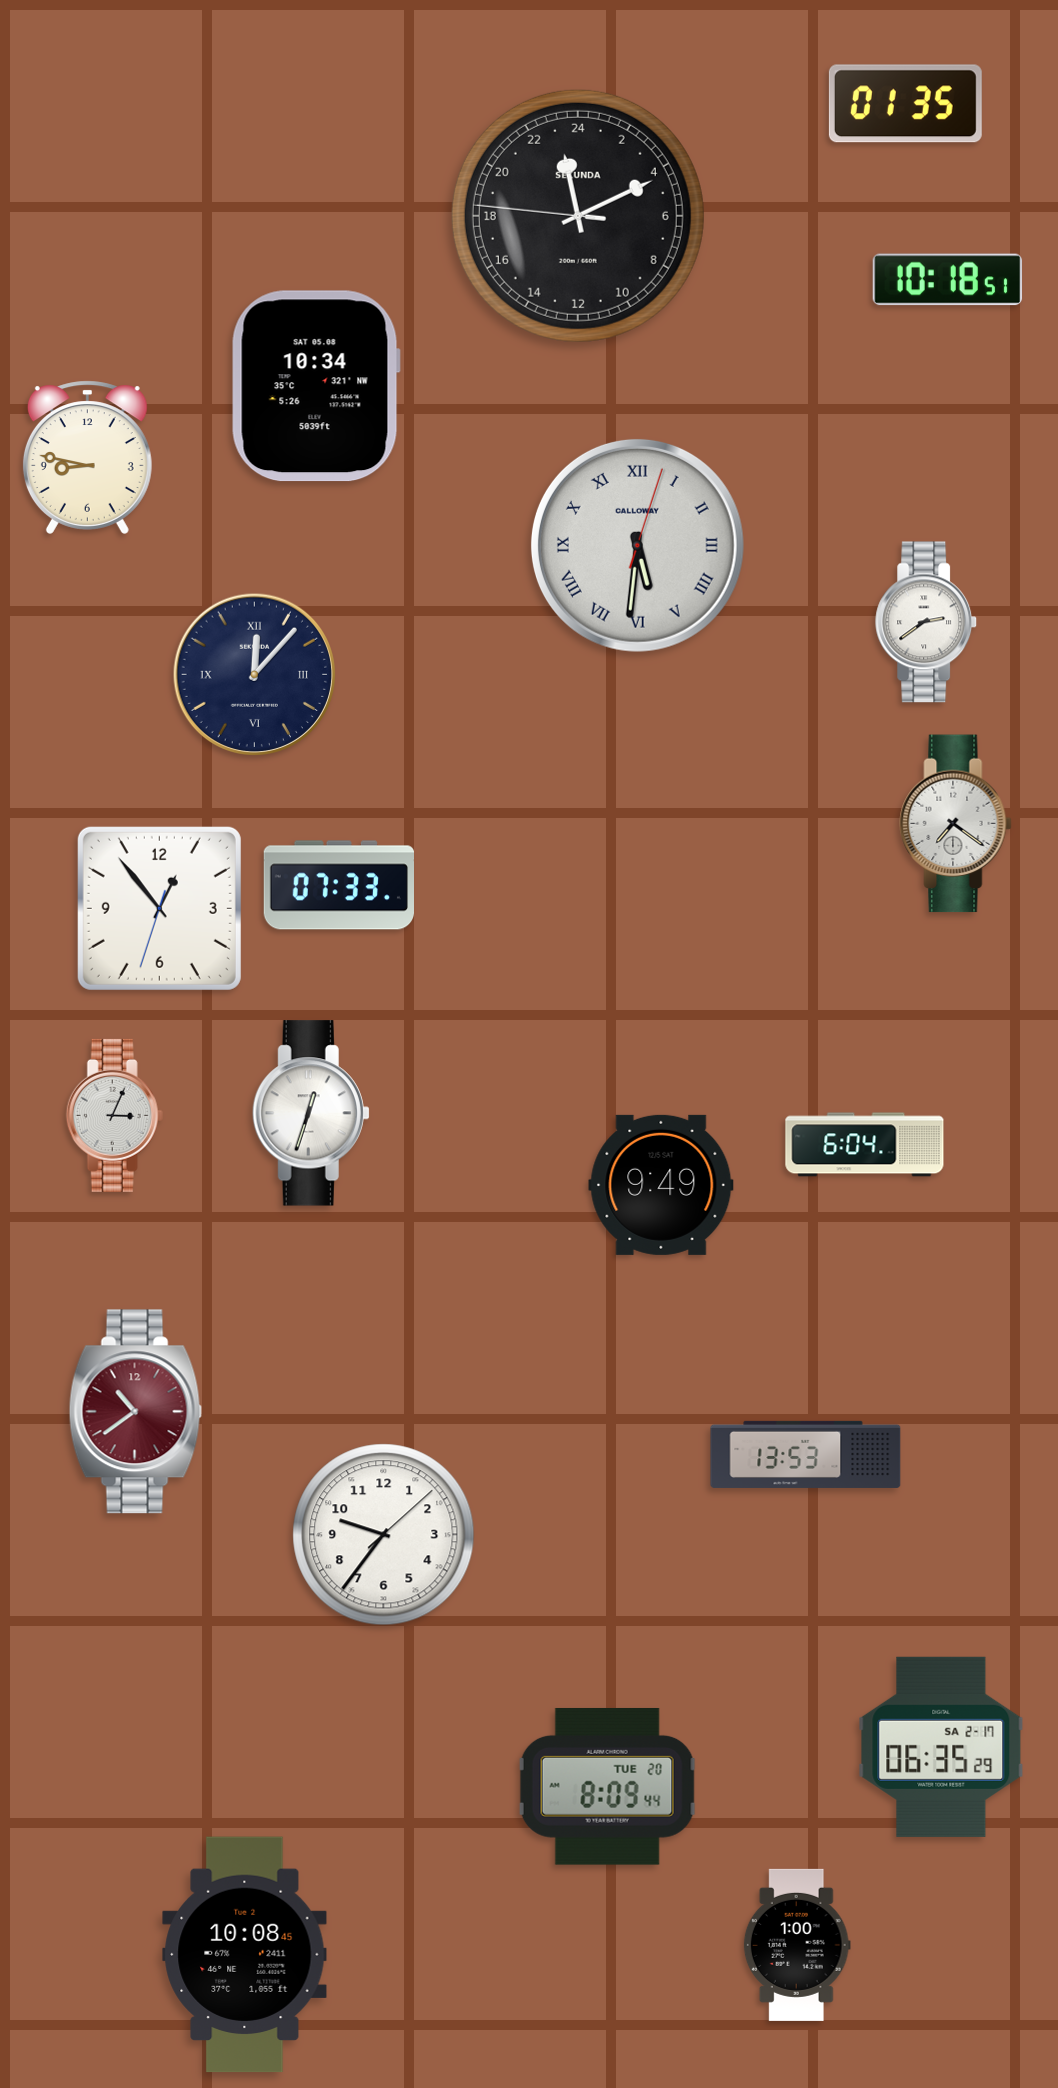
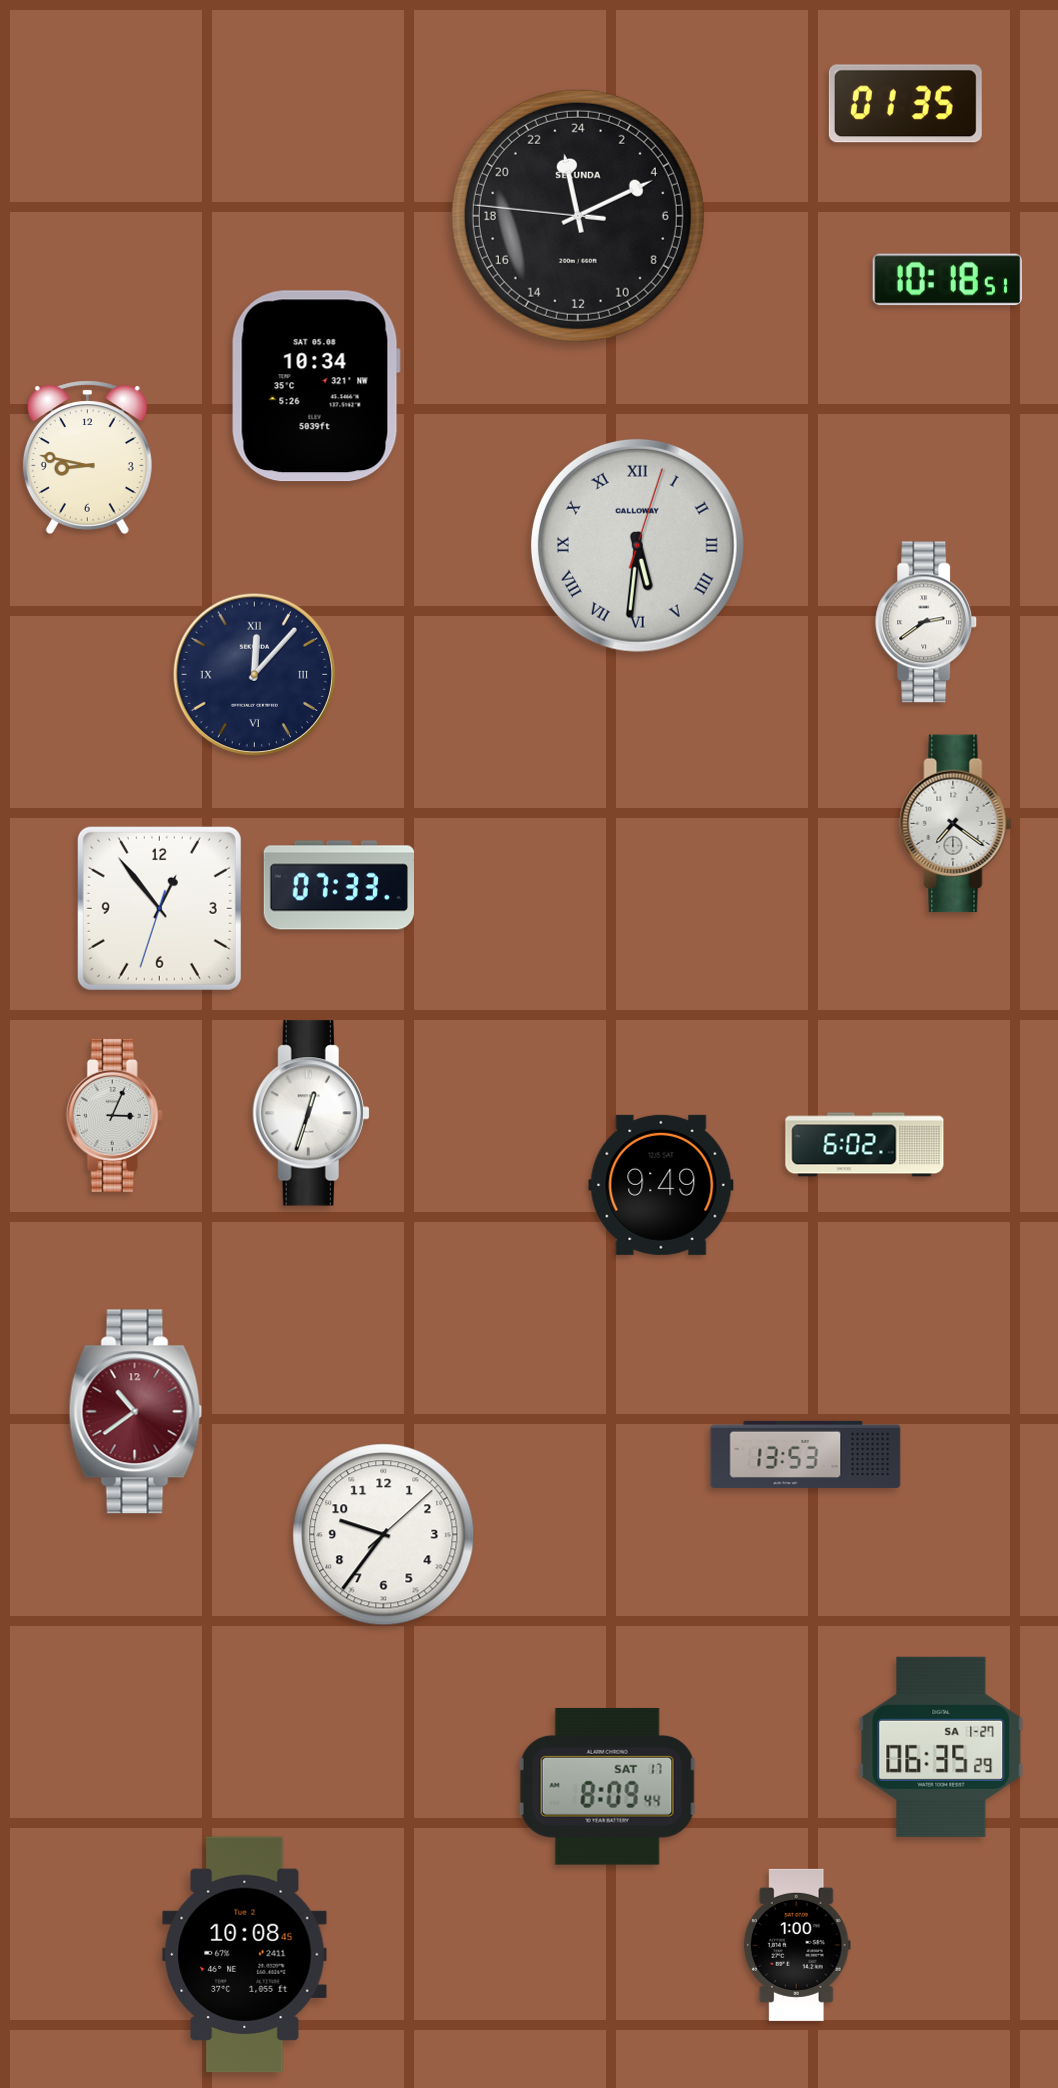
clock at (865, 1145): 6:04 -> 6:02
clock at (941, 1747) date: SA 2-17 -> SA 1-27
clock at (607, 1786) date: TUE 20 -> SAT 17
